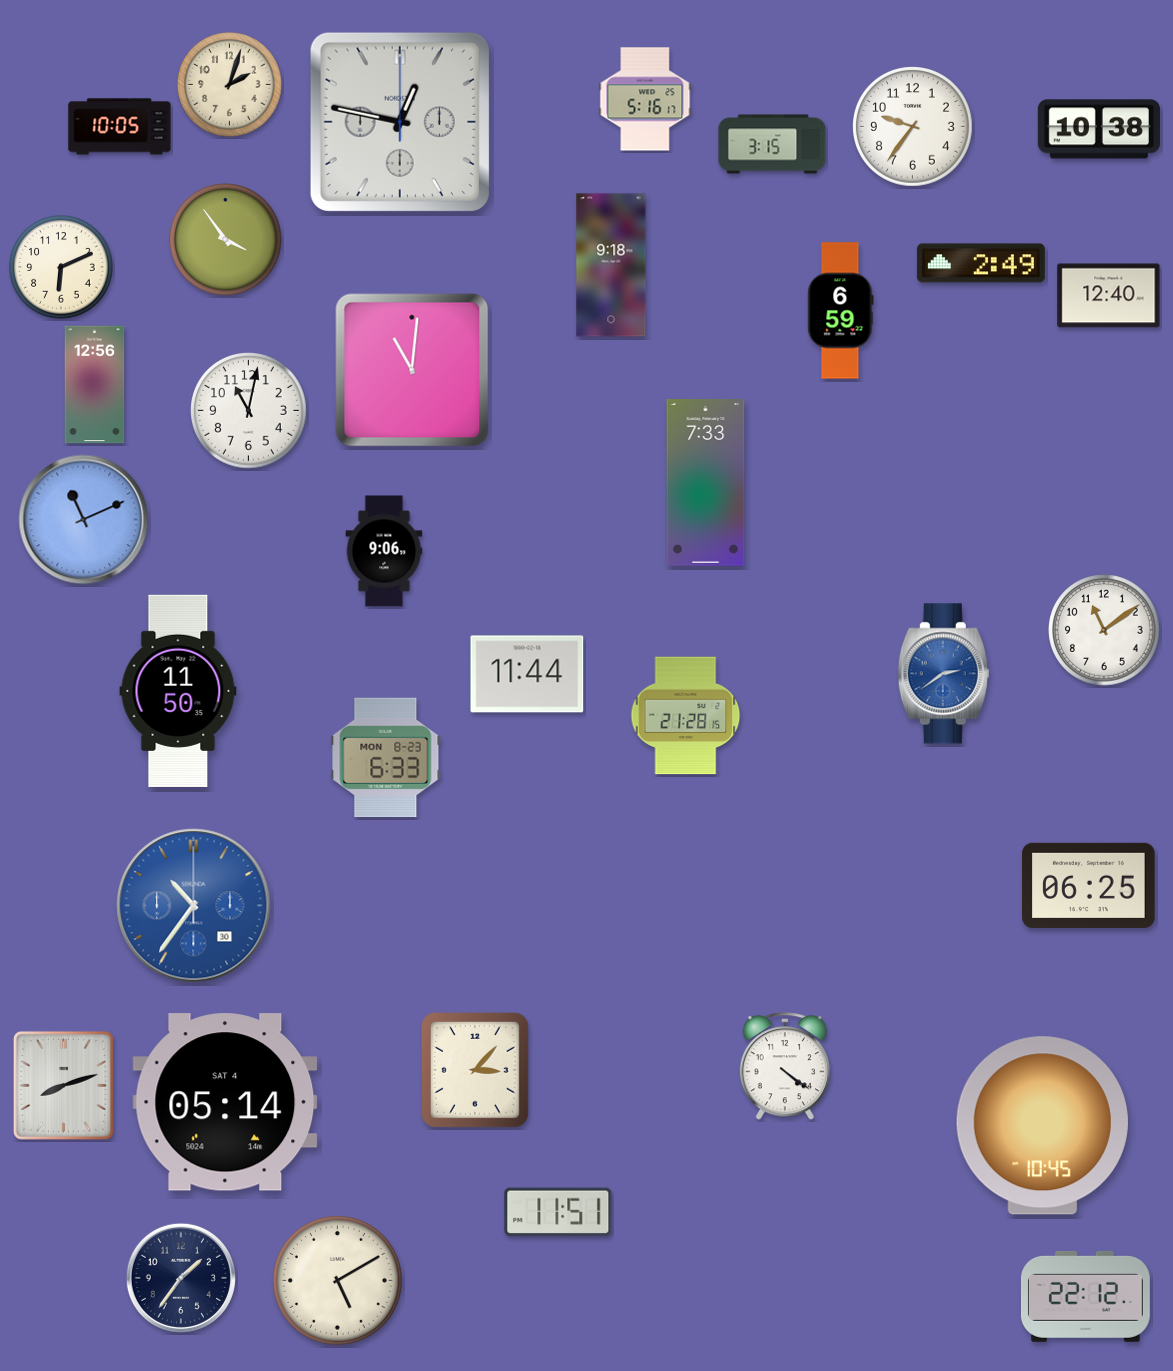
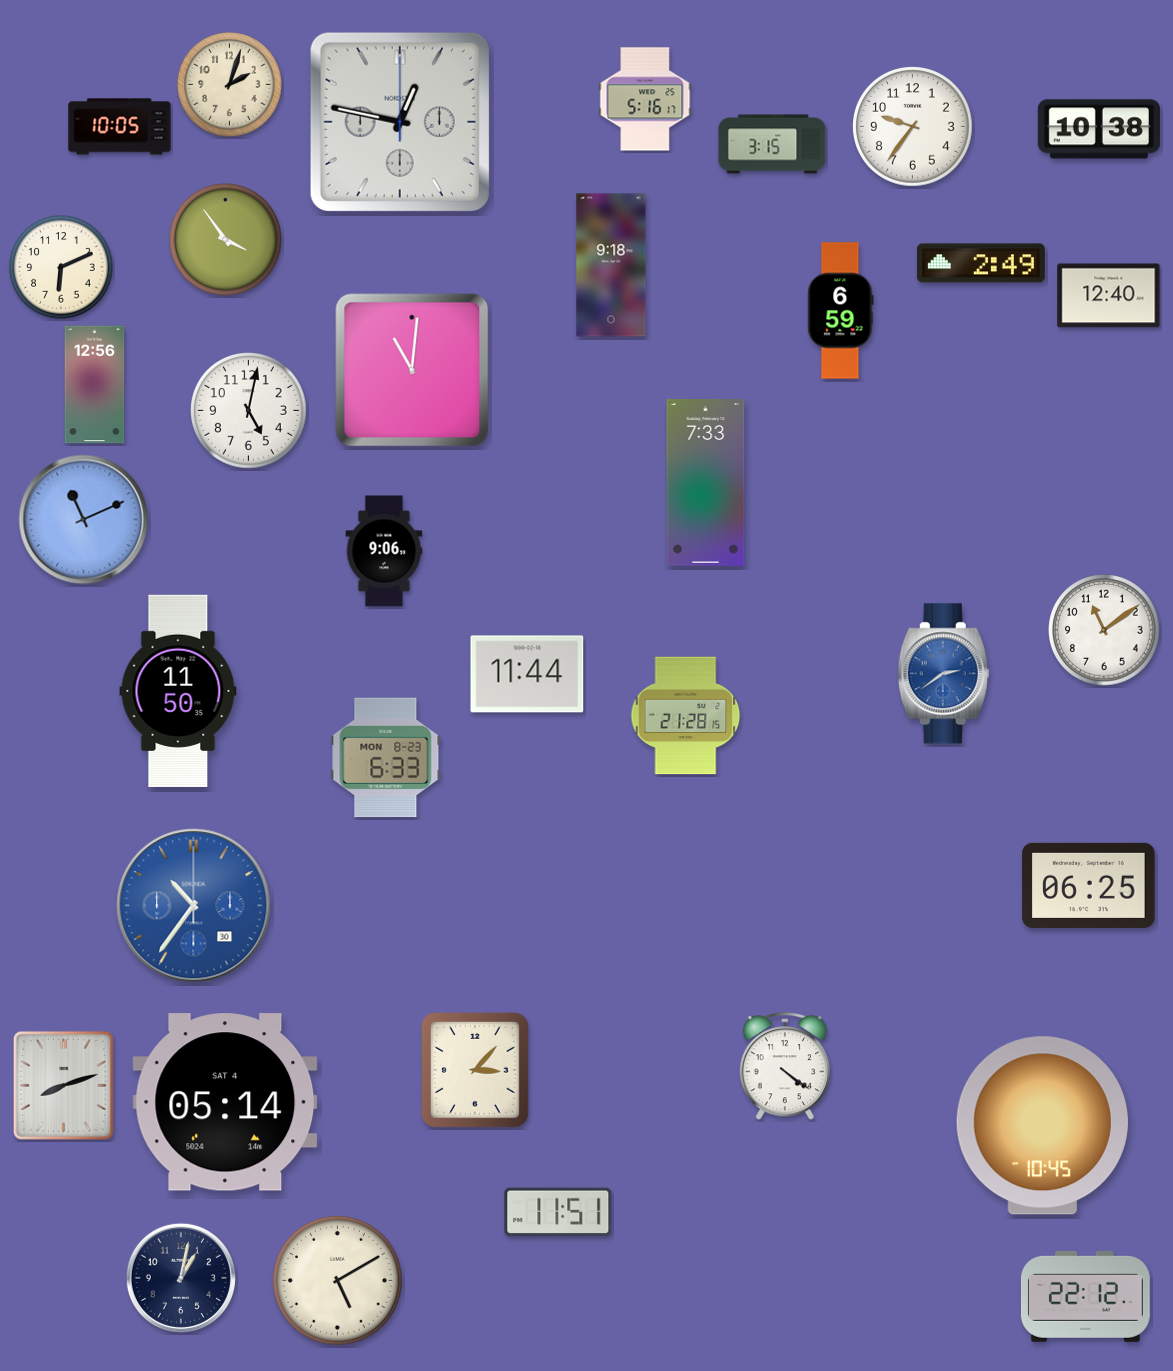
clock at (249, 411): 11:02 -> 5:02
clock at (181, 1278): 1:36 -> 1:02
